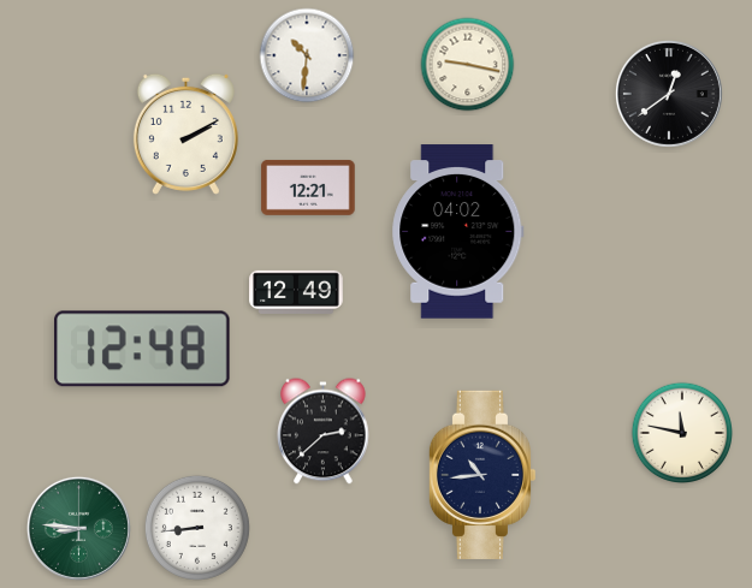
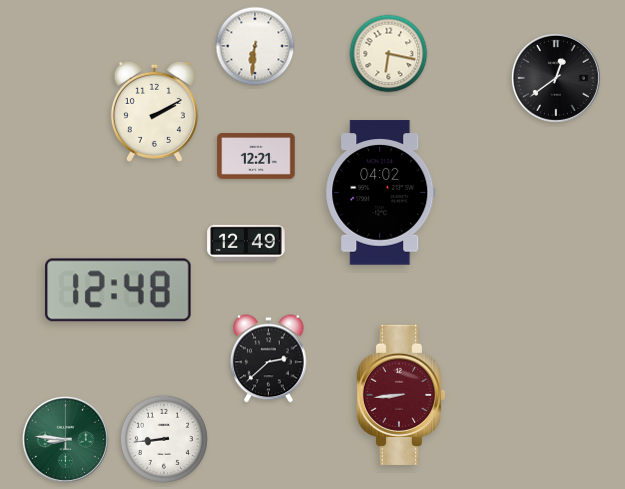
clock at (307, 55): 10:31 -> 6:31
clock at (468, 65): 9:17 -> 6:17
clock at (682, 433): 11:47 -> none
clock at (481, 475): 10:44 -> 8:44
clock at (481, 475) dial: navy -> burgundy
